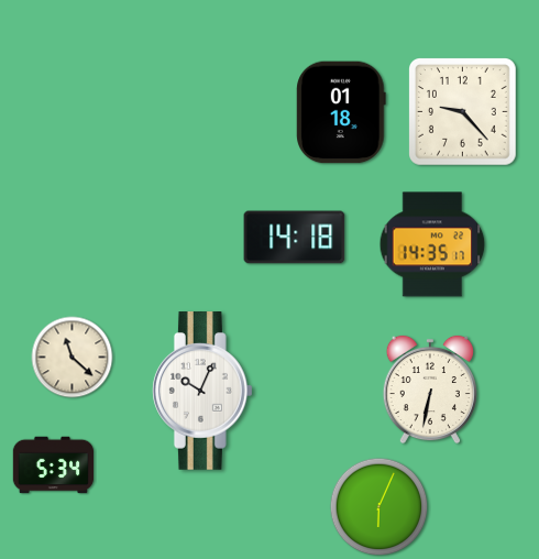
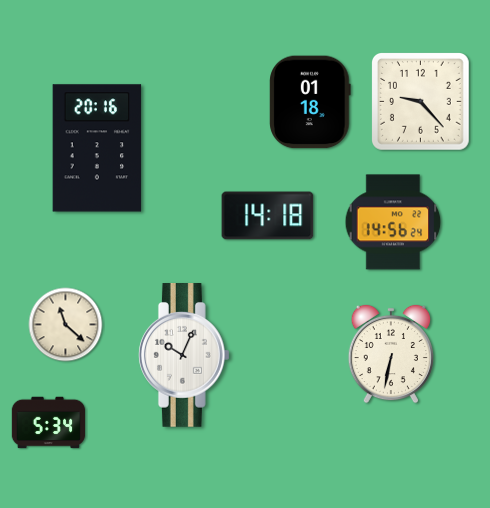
clock at (97, 148): none -> 20:16
clock at (432, 244): 14:35 -> 14:56
clock at (380, 507): 6:04 -> none
